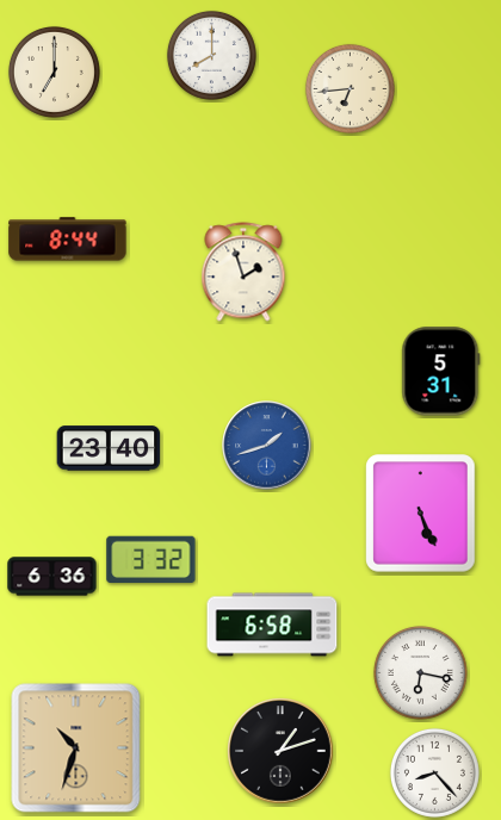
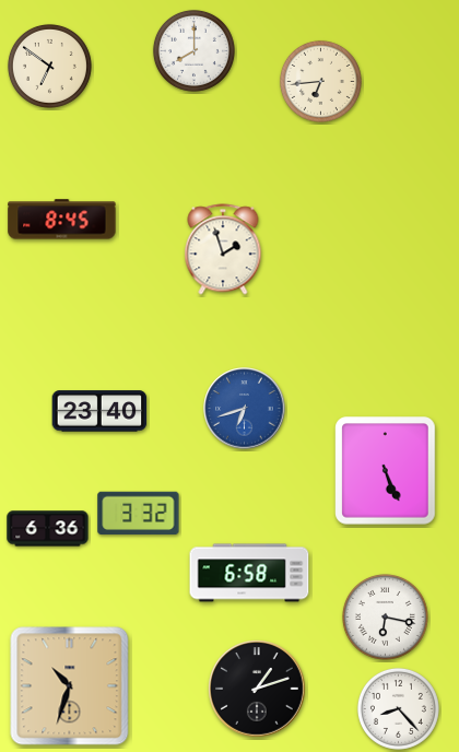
clock at (54, 72): 7:00 -> 6:51
clock at (68, 240): 8:44 -> 8:45
clock at (441, 372): 5:31 -> none
clock at (267, 446): 1:42 -> 6:42
